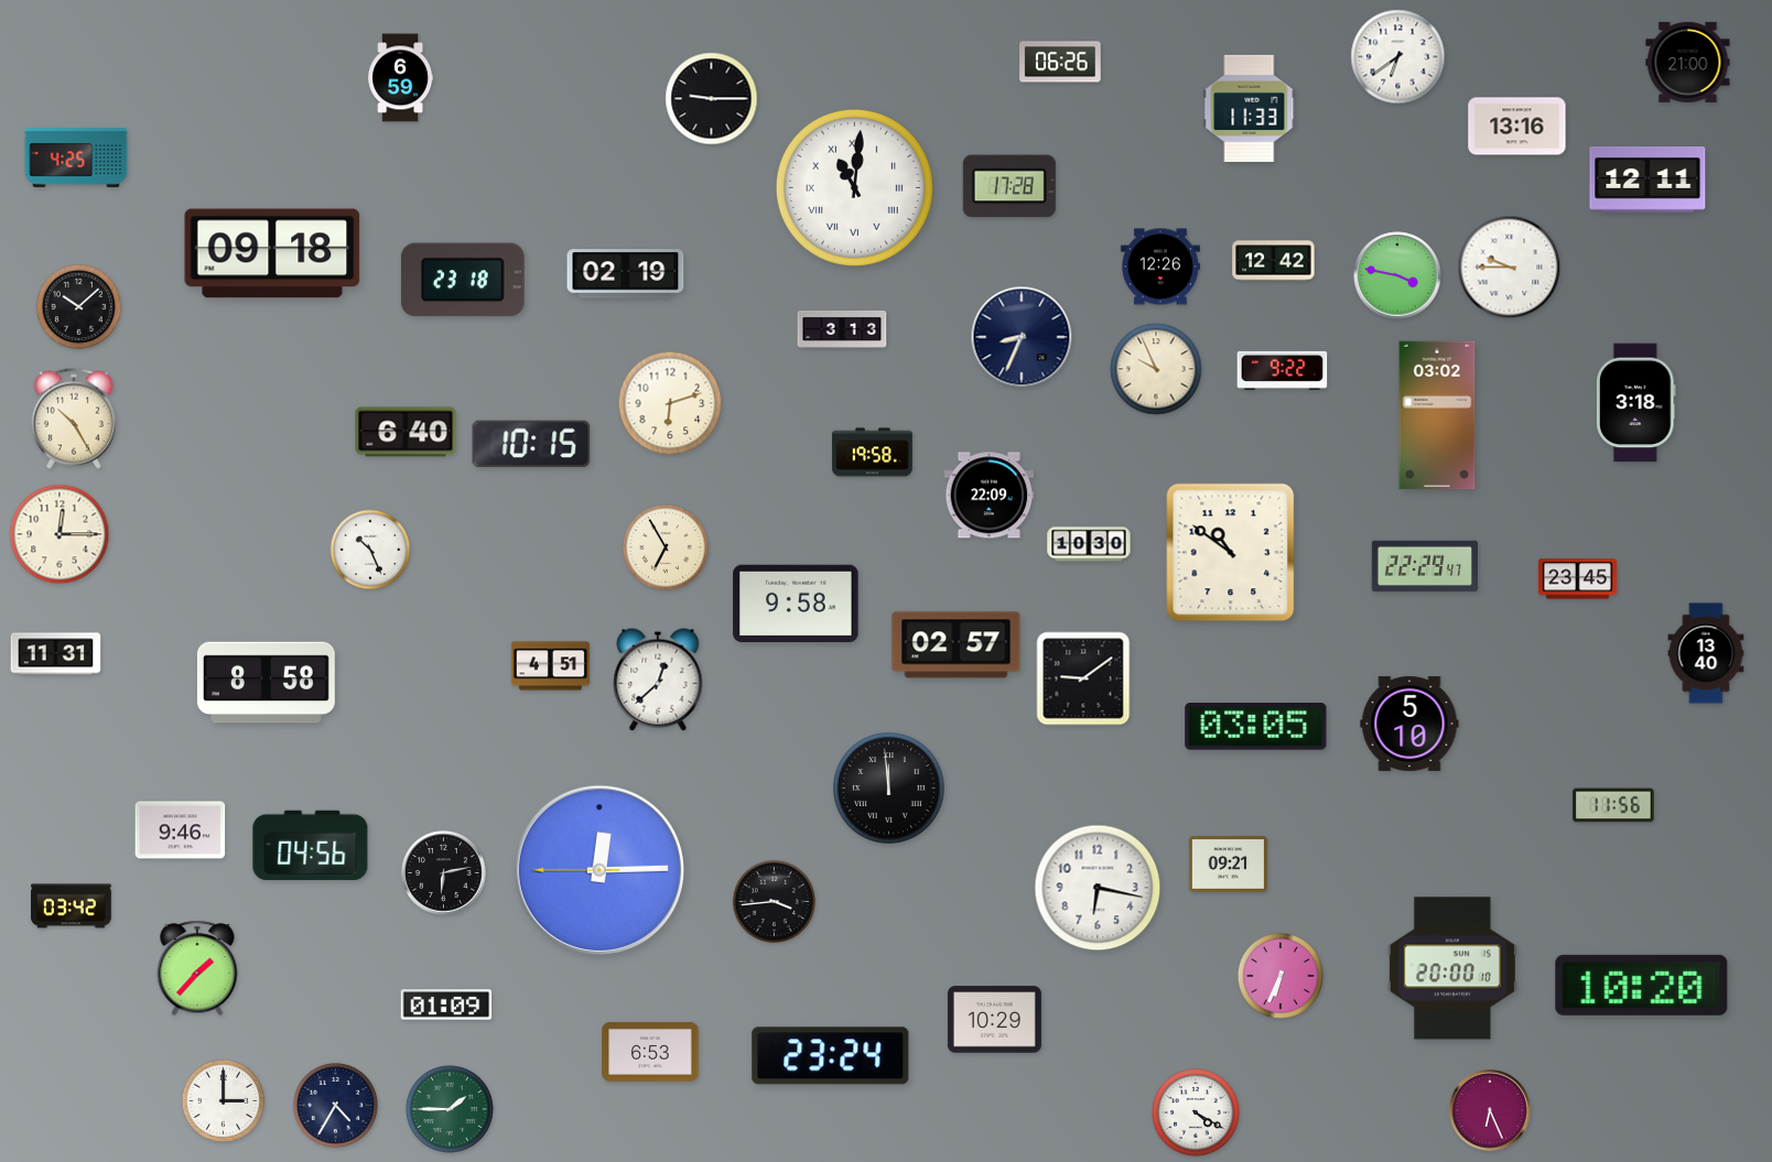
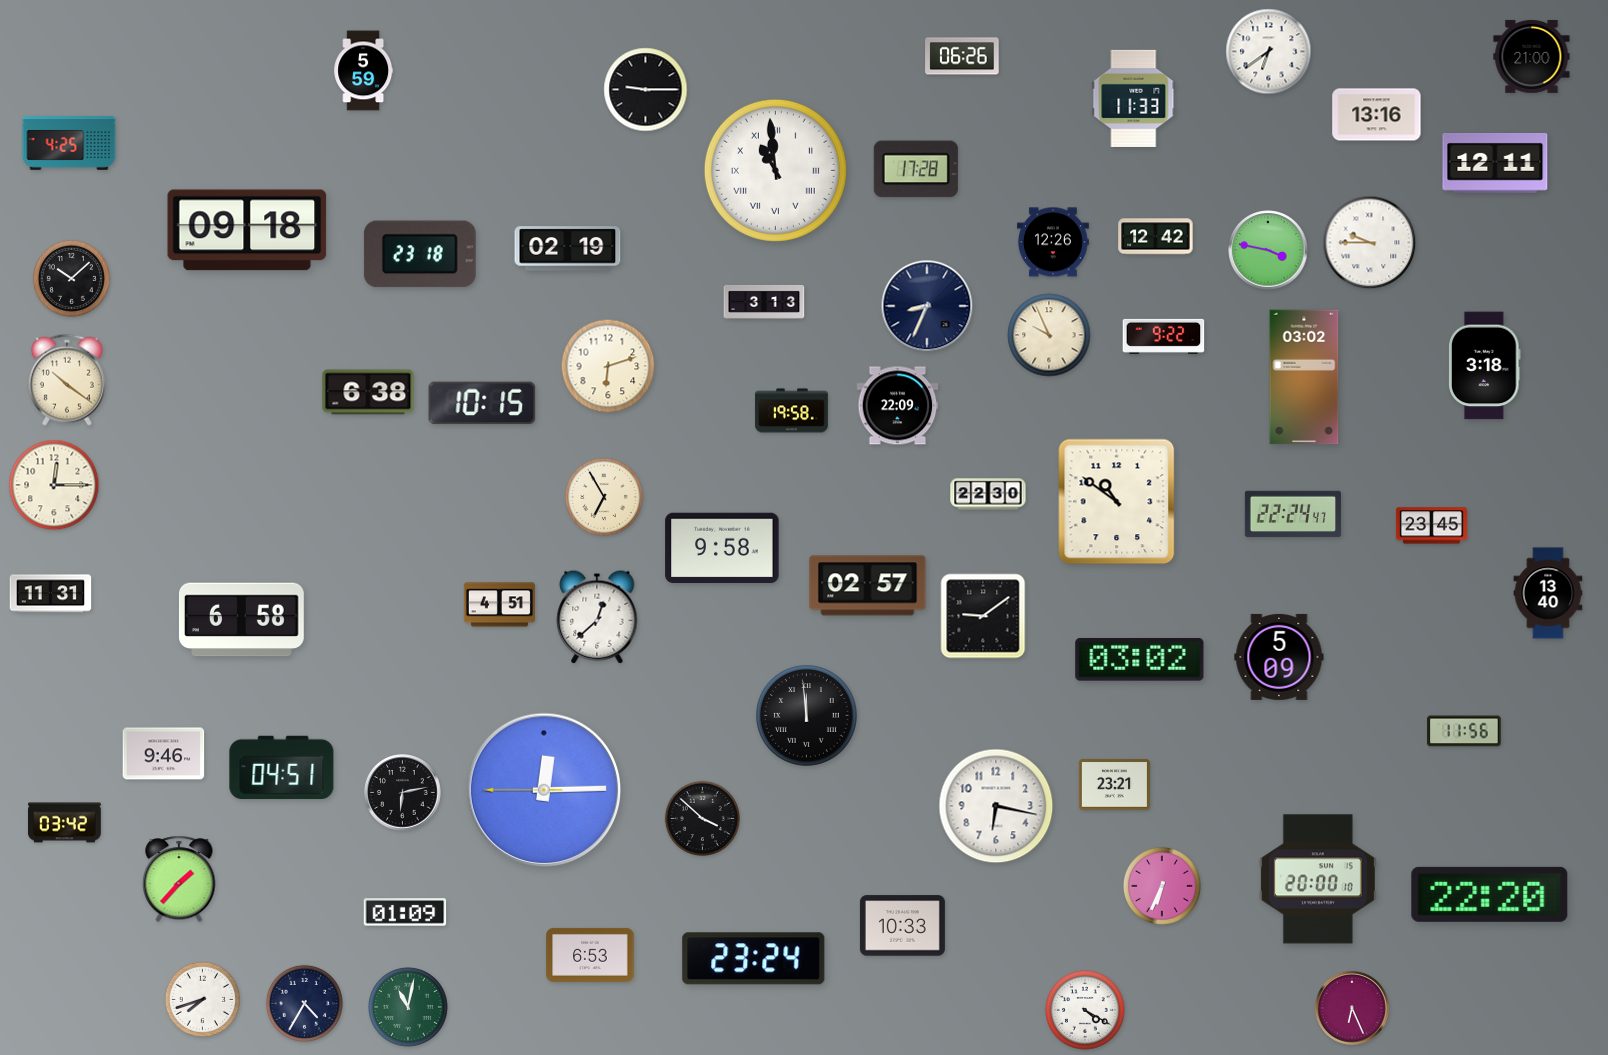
clock at (401, 78): 6:59 -> 5:59
clock at (854, 187): 11:01 -> 10:59
clock at (842, 329) position: (842, 329) -> (764, 302)
clock at (74, 419): 10:25 -> 10:21
clock at (406, 432): 6:40 -> 6:38
clock at (990, 496) position: (990, 496) -> (898, 406)
clock at (1089, 544): 10:30 -> 22:30
clock at (370, 550): 10:26 -> none
clock at (1424, 566): 22:29 -> 22:24
clock at (266, 683): 8:58 -> 6:58
clock at (1409, 724): 5:10 -> 5:09
clock at (1256, 727): 03:05 -> 03:02
clock at (311, 846): 04:56 -> 04:51
clock at (1228, 865): 09:21 -> 23:21
clock at (774, 901): 3:44 -> 3:52
clock at (1642, 985): 10:20 -> 22:20
clock at (994, 1020): 10:29 -> 10:33
clock at (223, 1100): 3:00 -> 7:42
clock at (450, 1109): 1:45 -> 11:02
